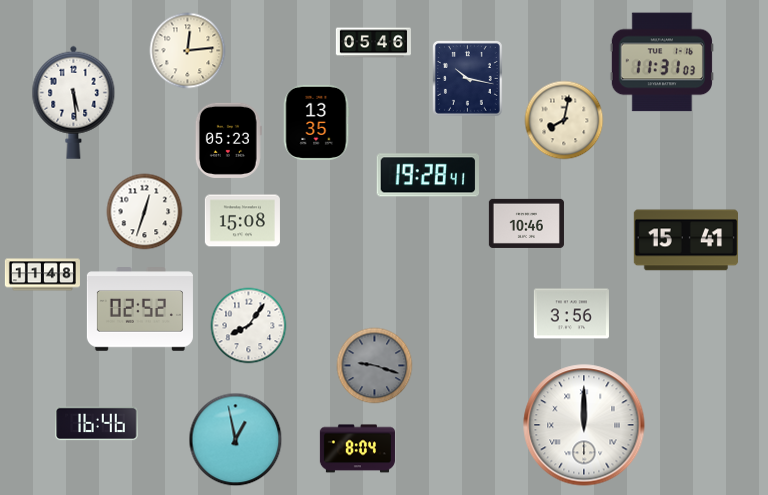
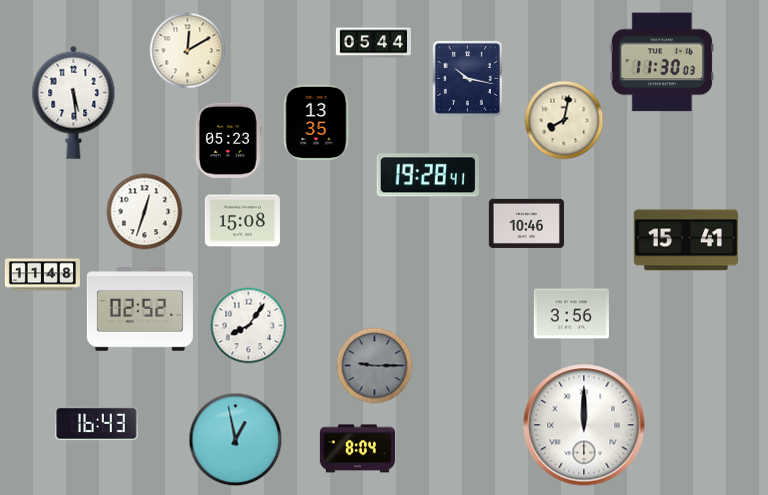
clock at (373, 43): 05:46 -> 05:44
clock at (188, 51): 12:14 -> 12:10
clock at (662, 62): 11:31 -> 11:30
clock at (375, 366): 9:18 -> 9:15
clock at (97, 424): 16:46 -> 16:43
